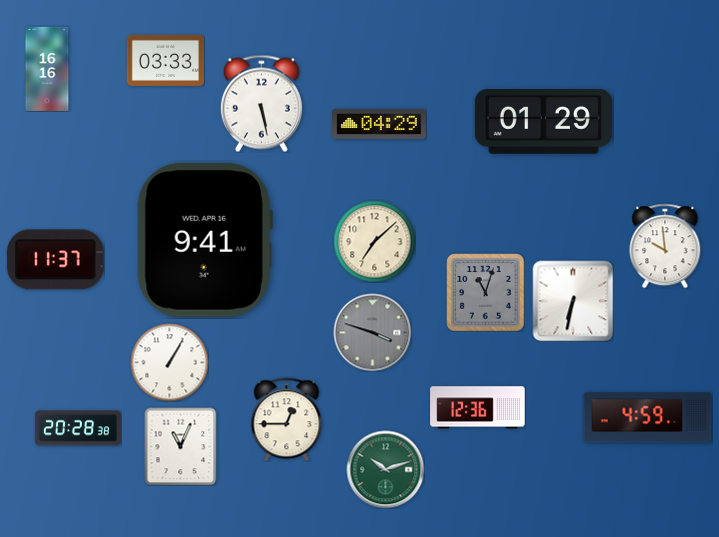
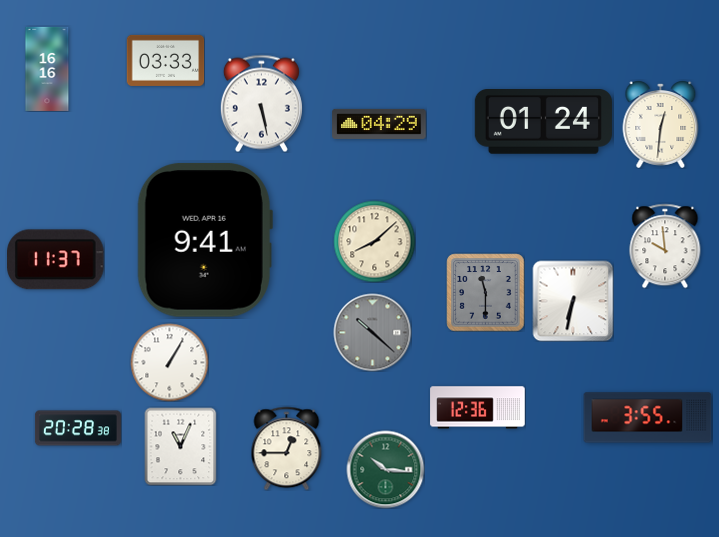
clock at (543, 122): 01:29 -> 01:24
clock at (661, 125): none -> 12:31
clock at (374, 241): 7:08 -> 8:08
clock at (485, 292): 11:03 -> 11:30
clock at (372, 332): 3:48 -> 10:22
clock at (648, 418): 4:59 -> 3:55
clock at (287, 419) position: (287, 419) -> (287, 448)
clock at (385, 469): 10:12 -> 10:16
